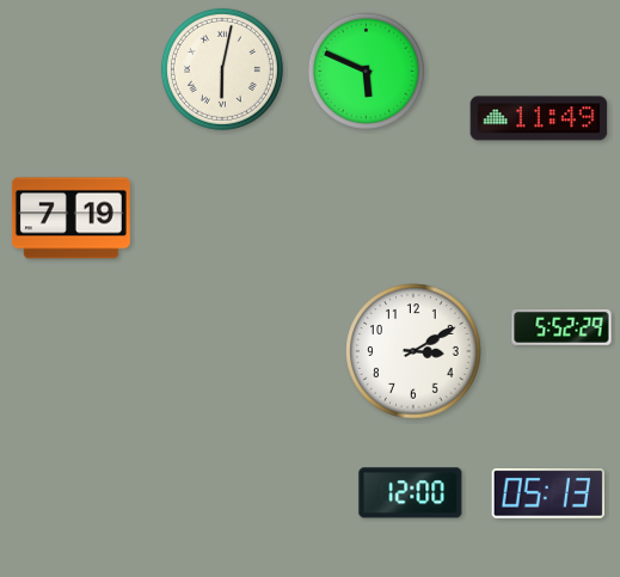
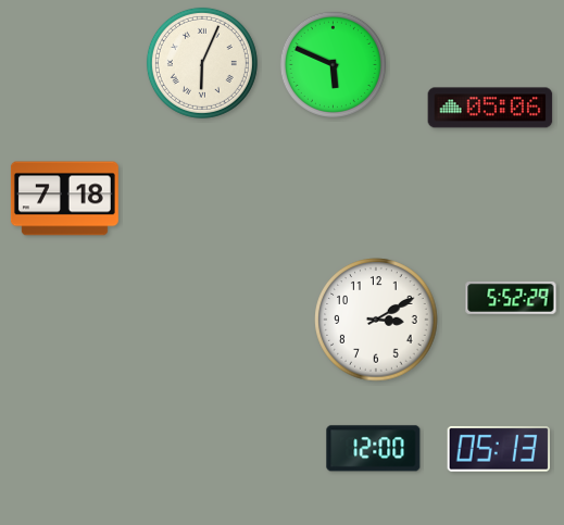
clock at (222, 69): 6:02 -> 6:04
clock at (539, 118): 11:49 -> 05:06
clock at (70, 219): 7:19 -> 7:18
